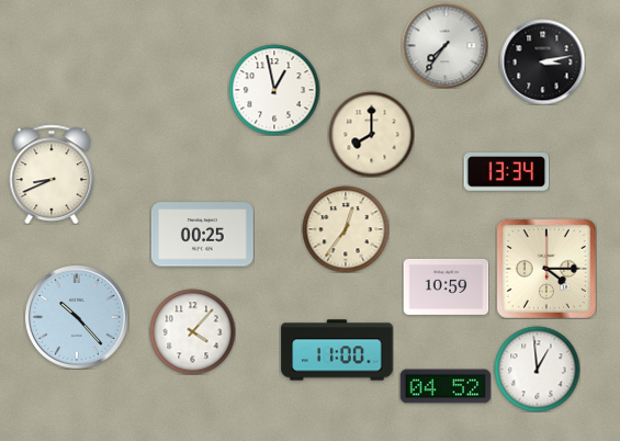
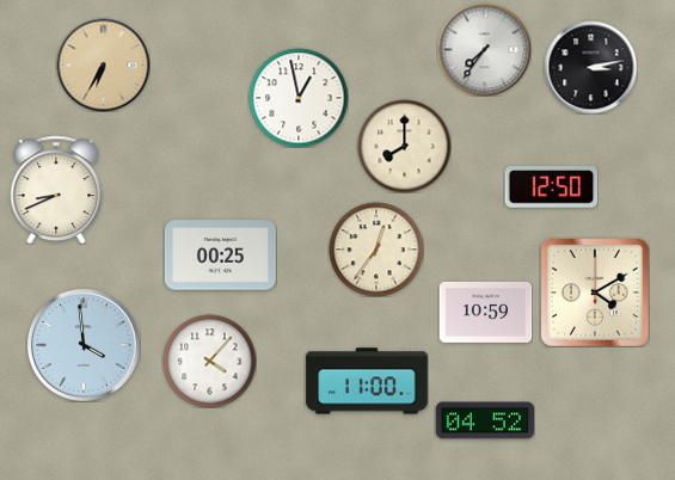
clock at (103, 64): none -> 6:35
clock at (506, 172): 13:34 -> 12:50
clock at (546, 269): 4:15 -> 4:10
clock at (77, 317): 10:23 -> 3:59
clock at (537, 369): 12:59 -> none
